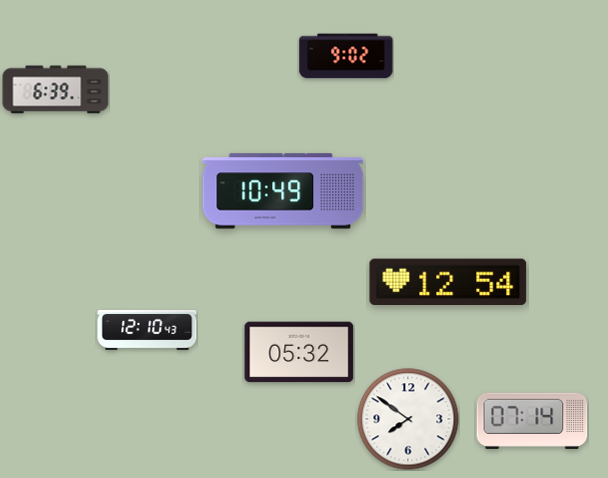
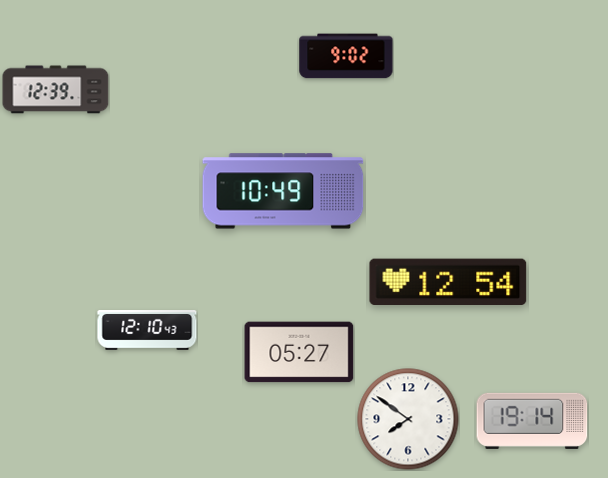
clock at (56, 90): 6:39 -> 12:39
clock at (299, 352): 05:32 -> 05:27
clock at (532, 421): 07:14 -> 19:14
